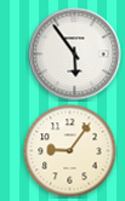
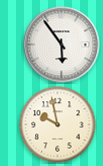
clock at (70, 151): 9:06 -> 9:58
